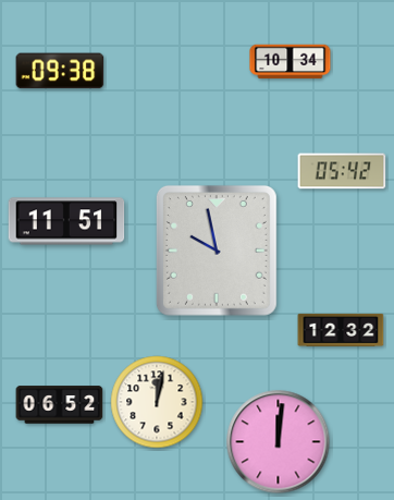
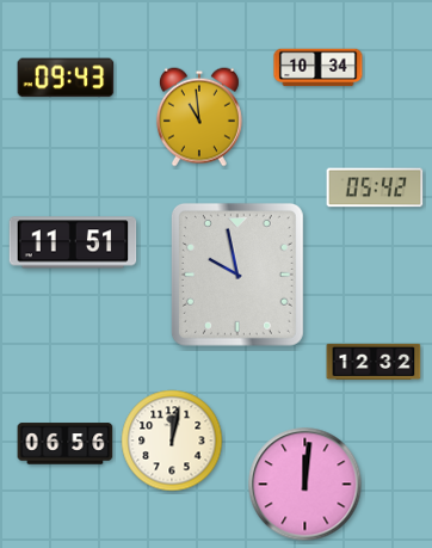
clock at (60, 71): 09:38 -> 09:43
clock at (199, 117): none -> 10:59
clock at (60, 405): 06:52 -> 06:56
